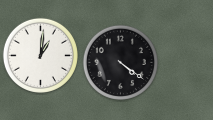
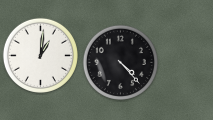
clock at (120, 62): 4:21 -> 4:23
